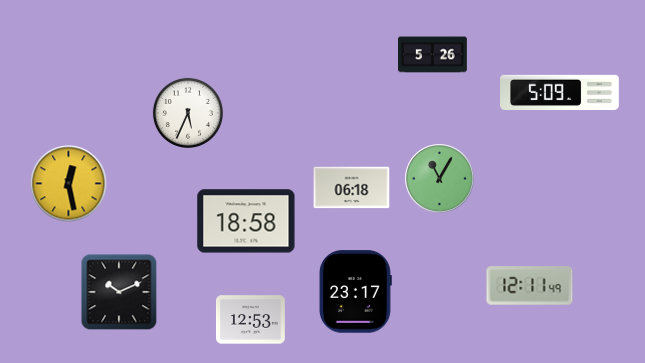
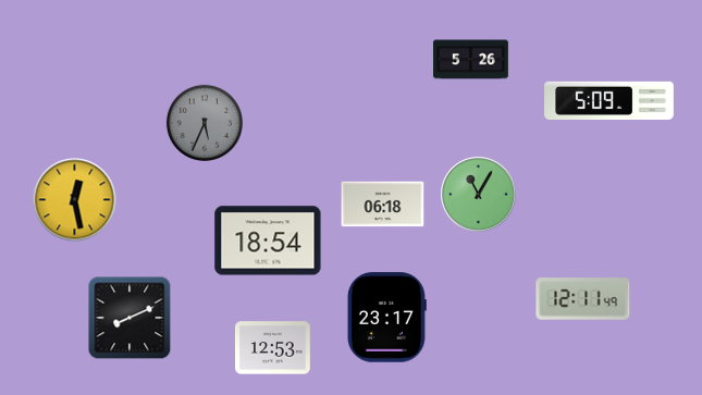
clock at (188, 113) dial: white -> grey
clock at (246, 221): 18:58 -> 18:54
clock at (530, 286) position: (530, 286) -> (583, 299)
clock at (119, 292): 10:11 -> 8:11
